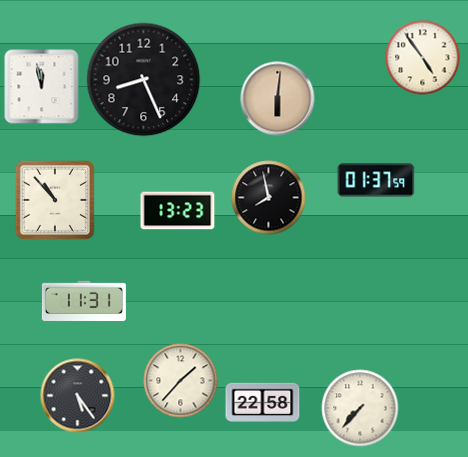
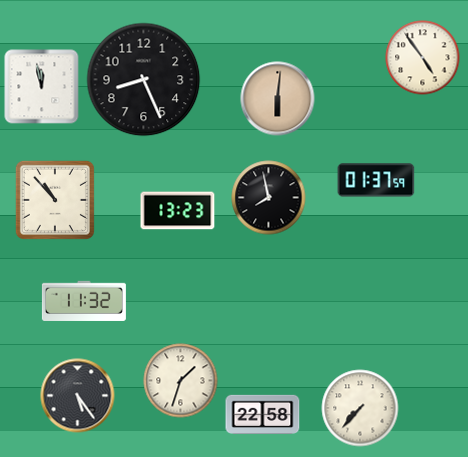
clock at (84, 300): 11:31 -> 11:32
clock at (181, 381): 1:37 -> 1:33
clock at (263, 402) position: (263, 402) -> (263, 414)
